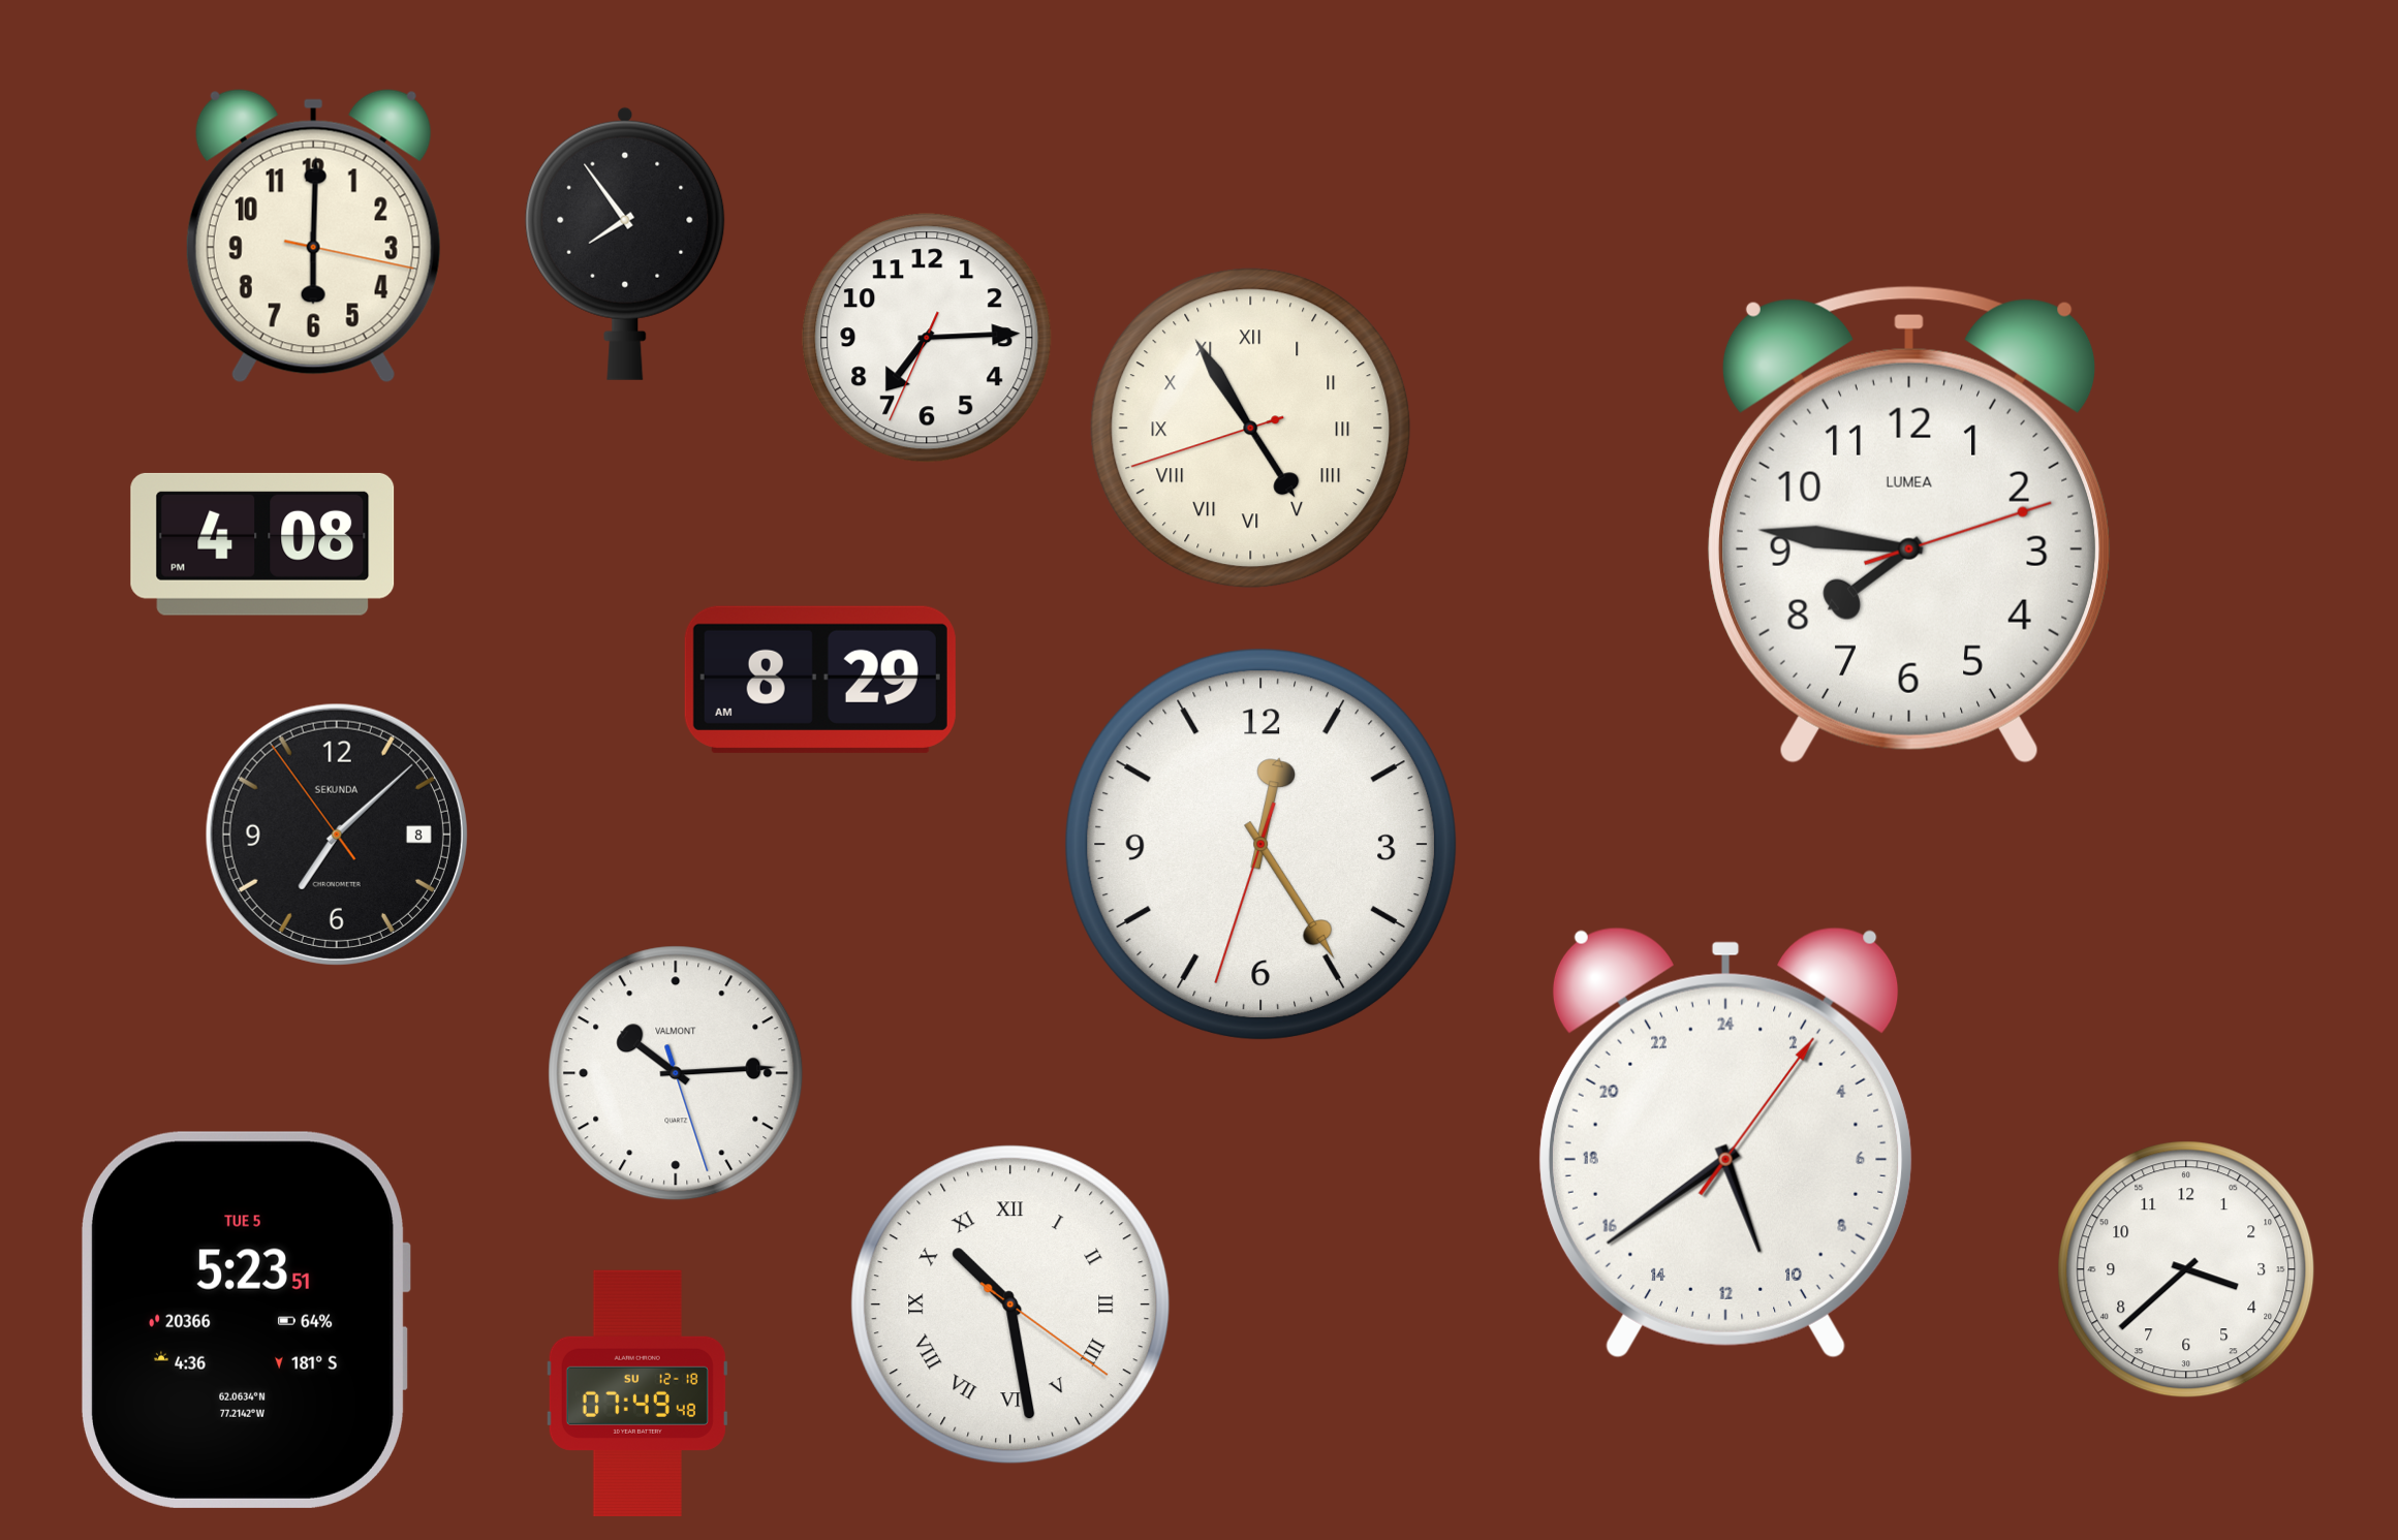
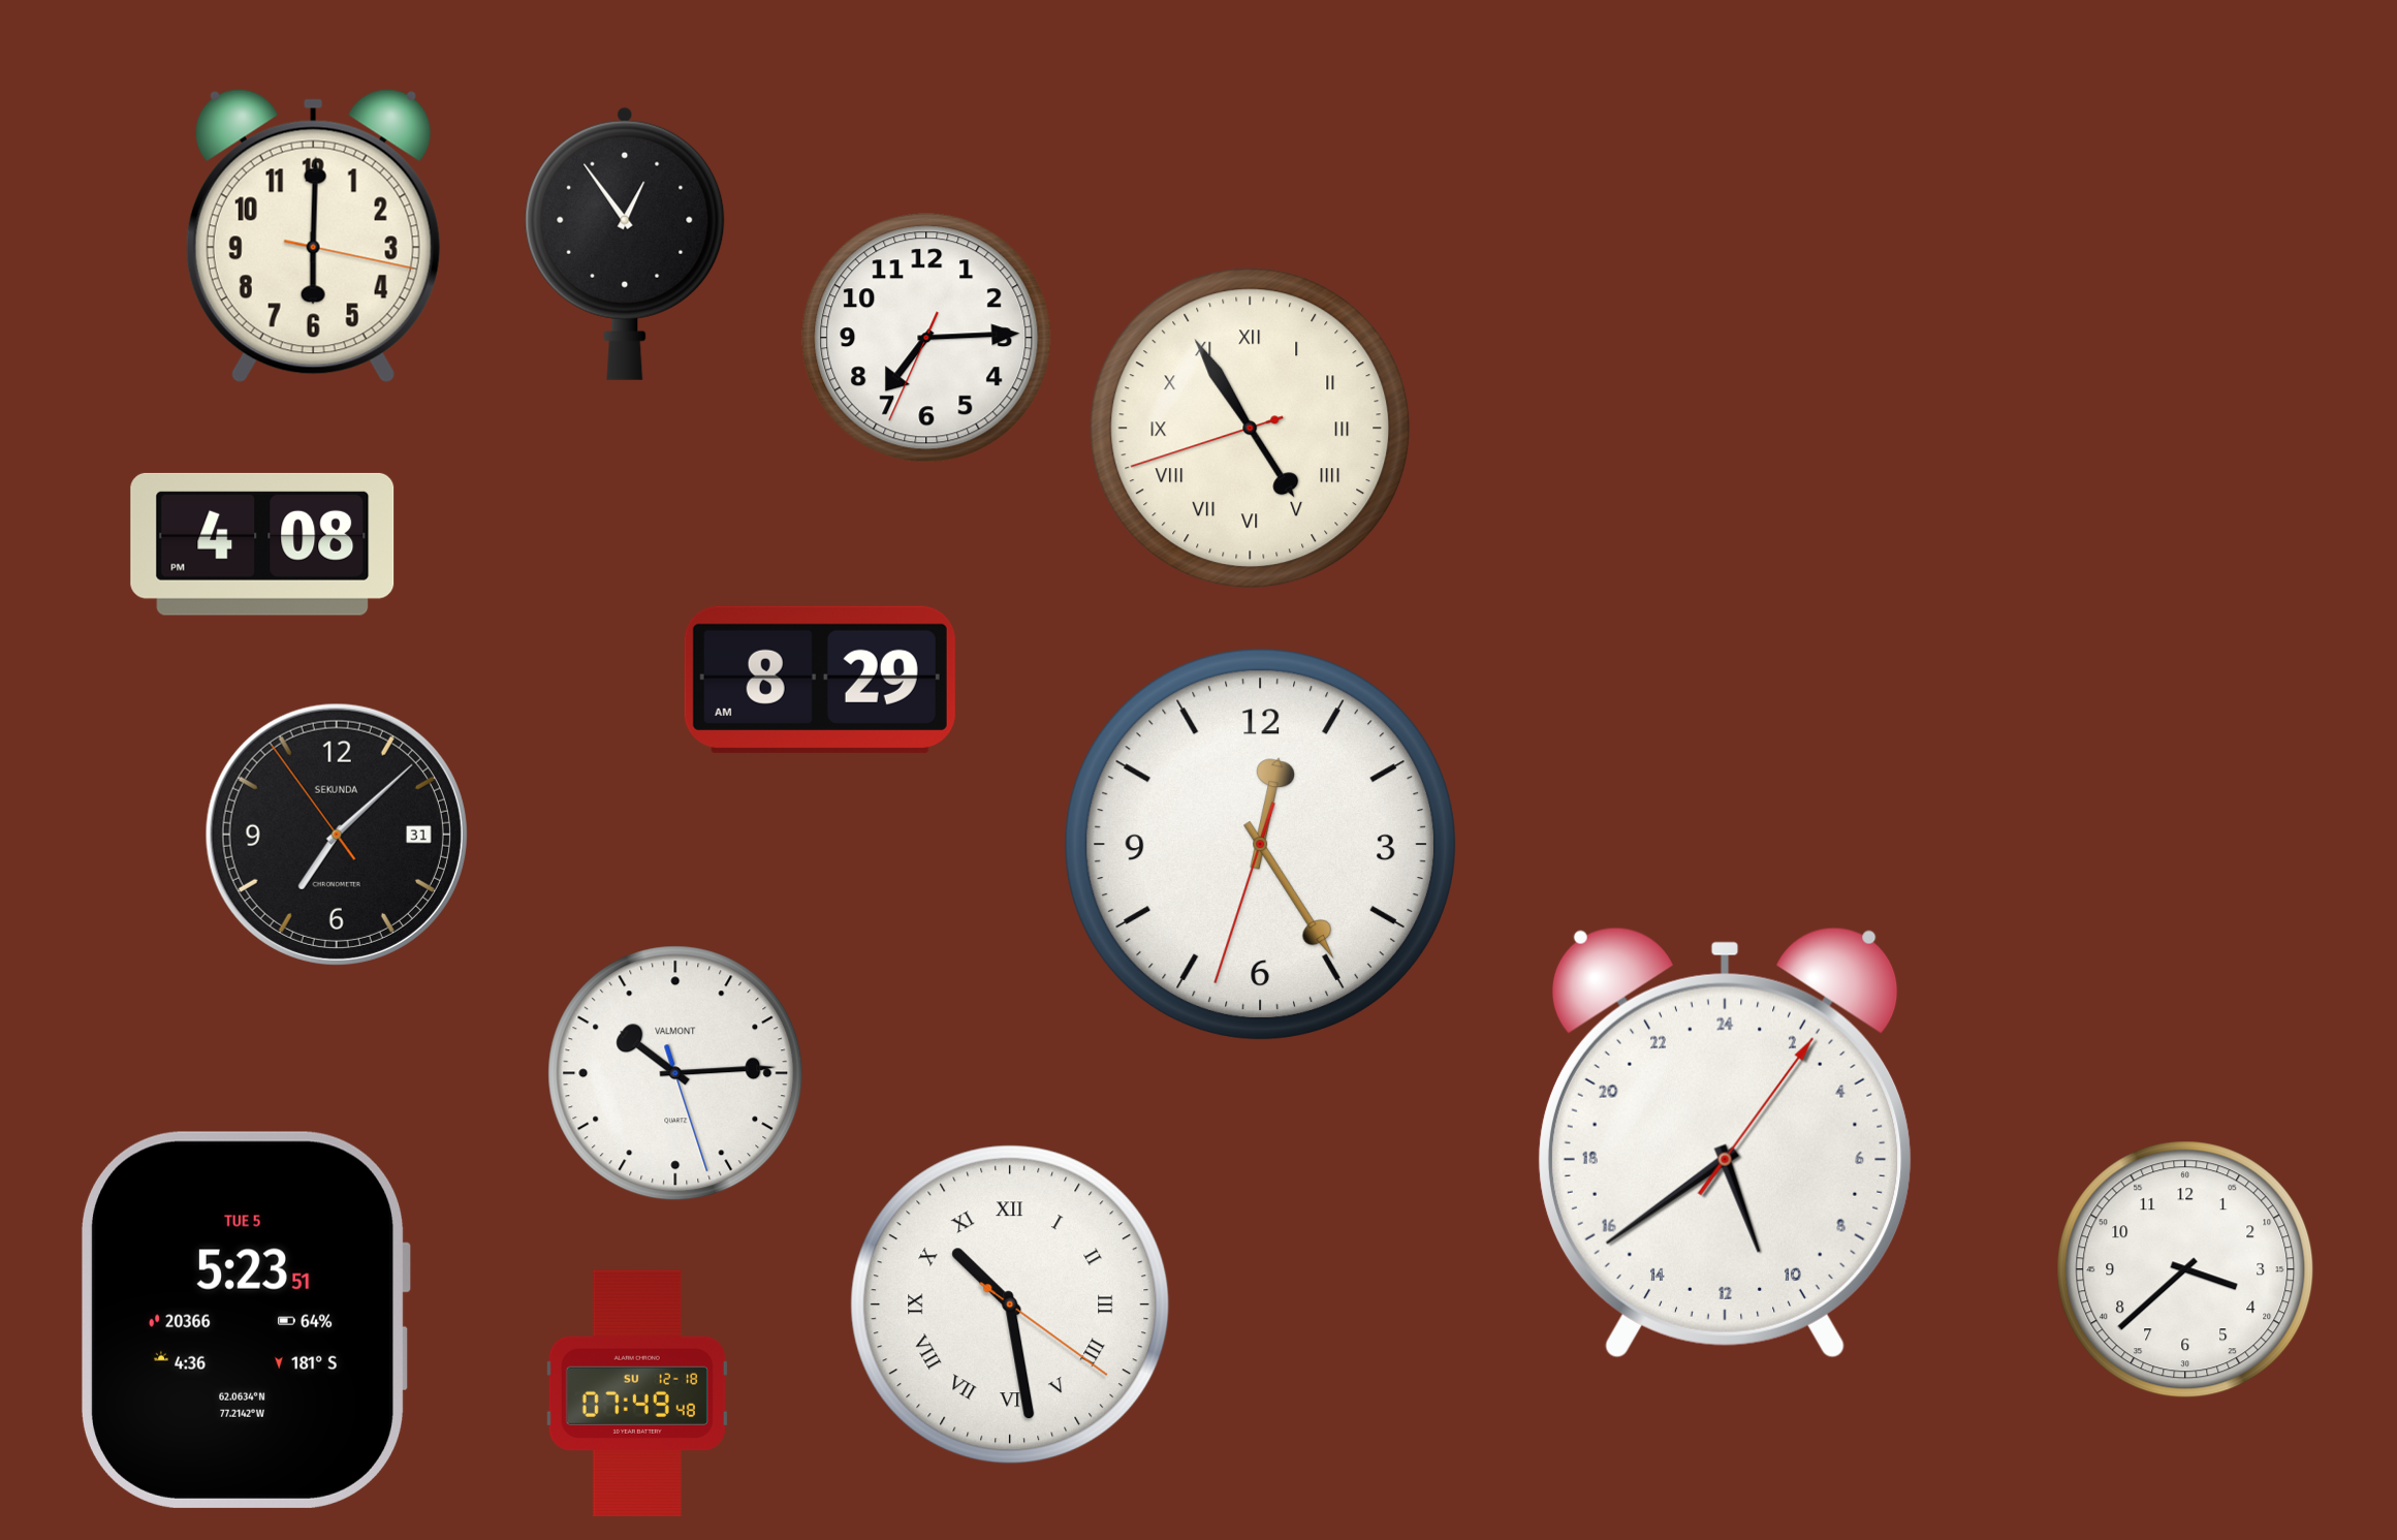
clock at (625, 244): 7:54 -> 12:54
clock at (1909, 525): 7:46 -> none
clock at (337, 835) date: 8 -> 31
